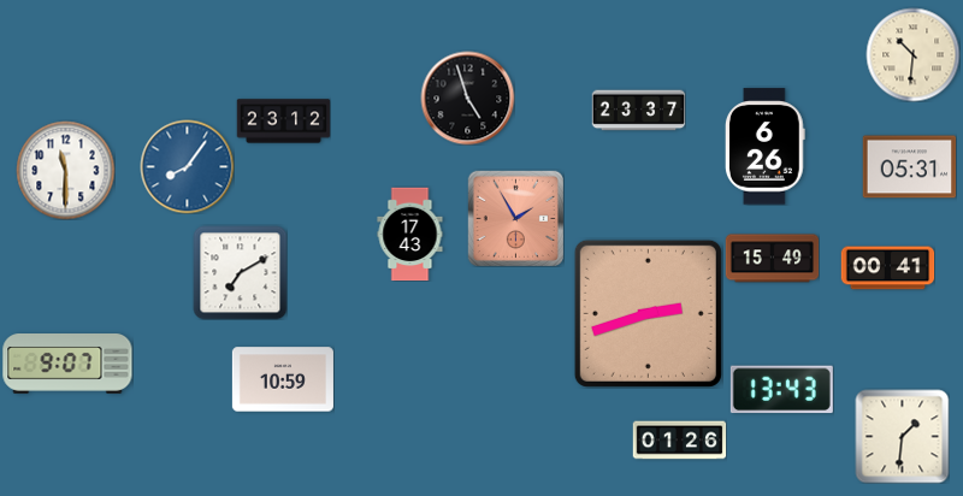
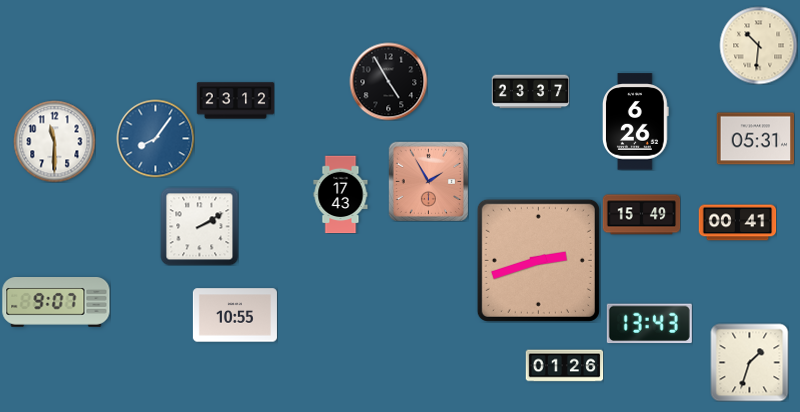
clock at (467, 98): 4:57 -> 4:55
clock at (240, 272): 7:10 -> 2:10
clock at (283, 379): 10:59 -> 10:55
clock at (902, 436): 1:31 -> 1:33
